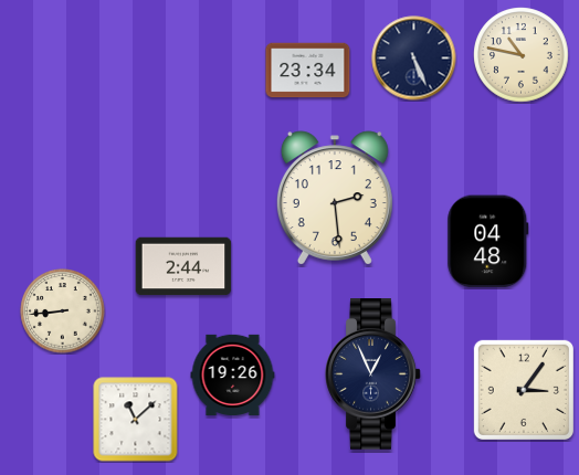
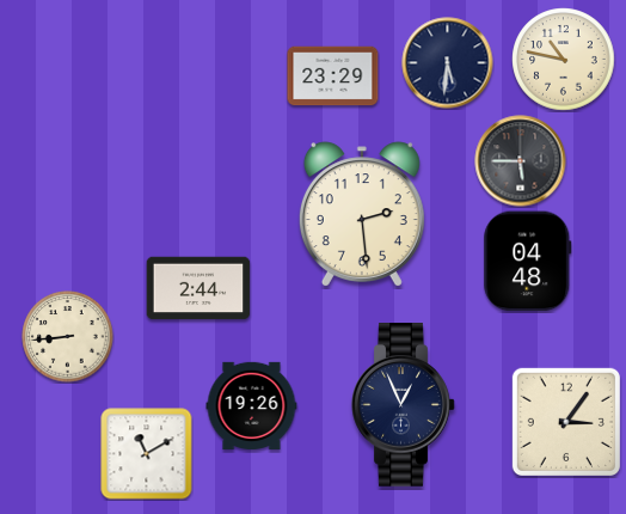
clock at (414, 59): 5:26 -> 5:31
clock at (308, 71): 23:34 -> 23:29
clock at (521, 161): none -> 5:45
clock at (136, 420): 11:08 -> 11:10
